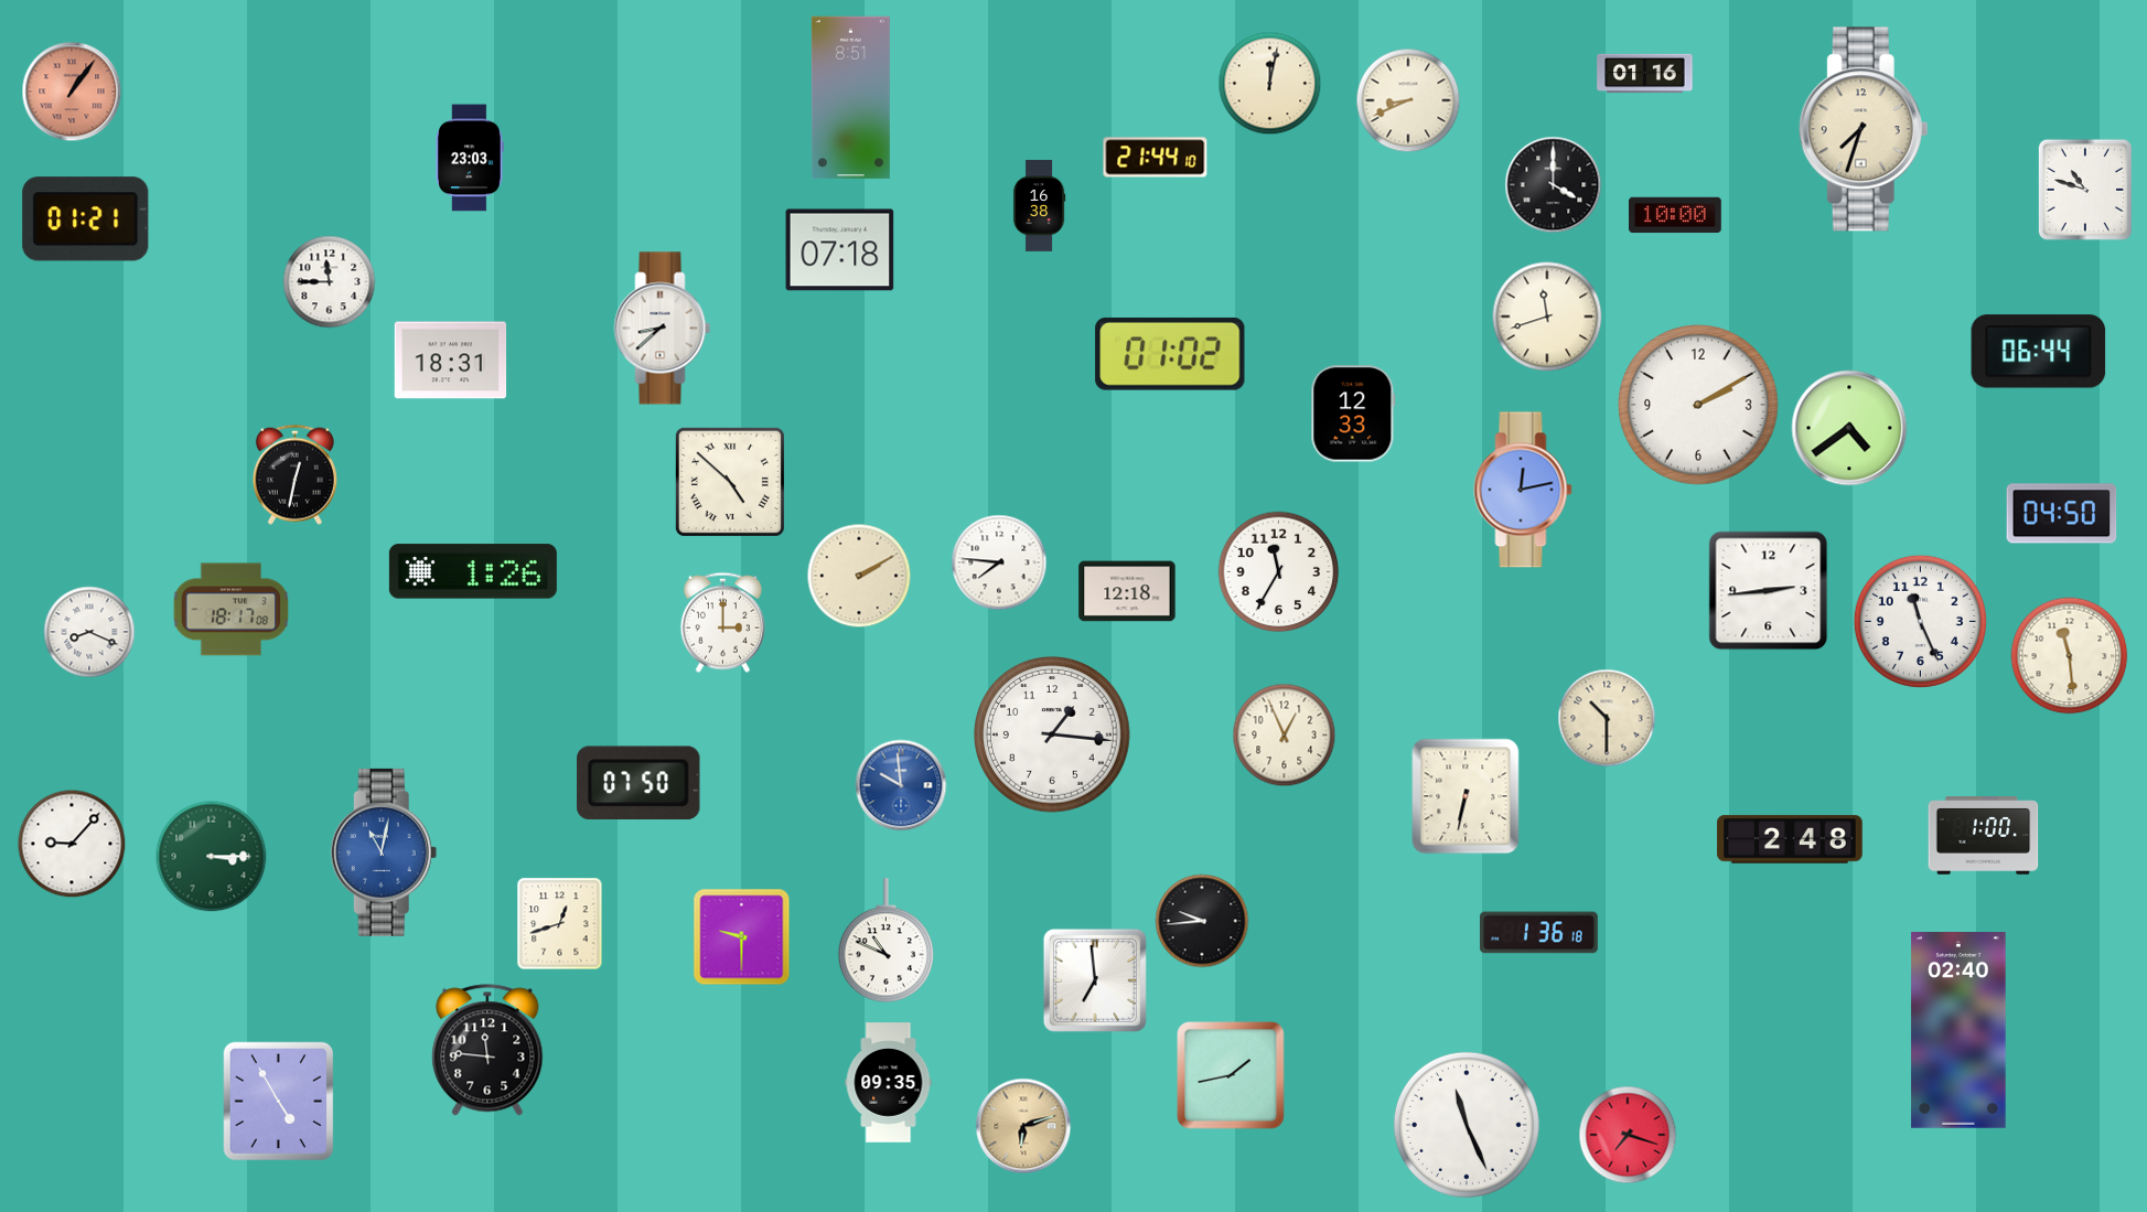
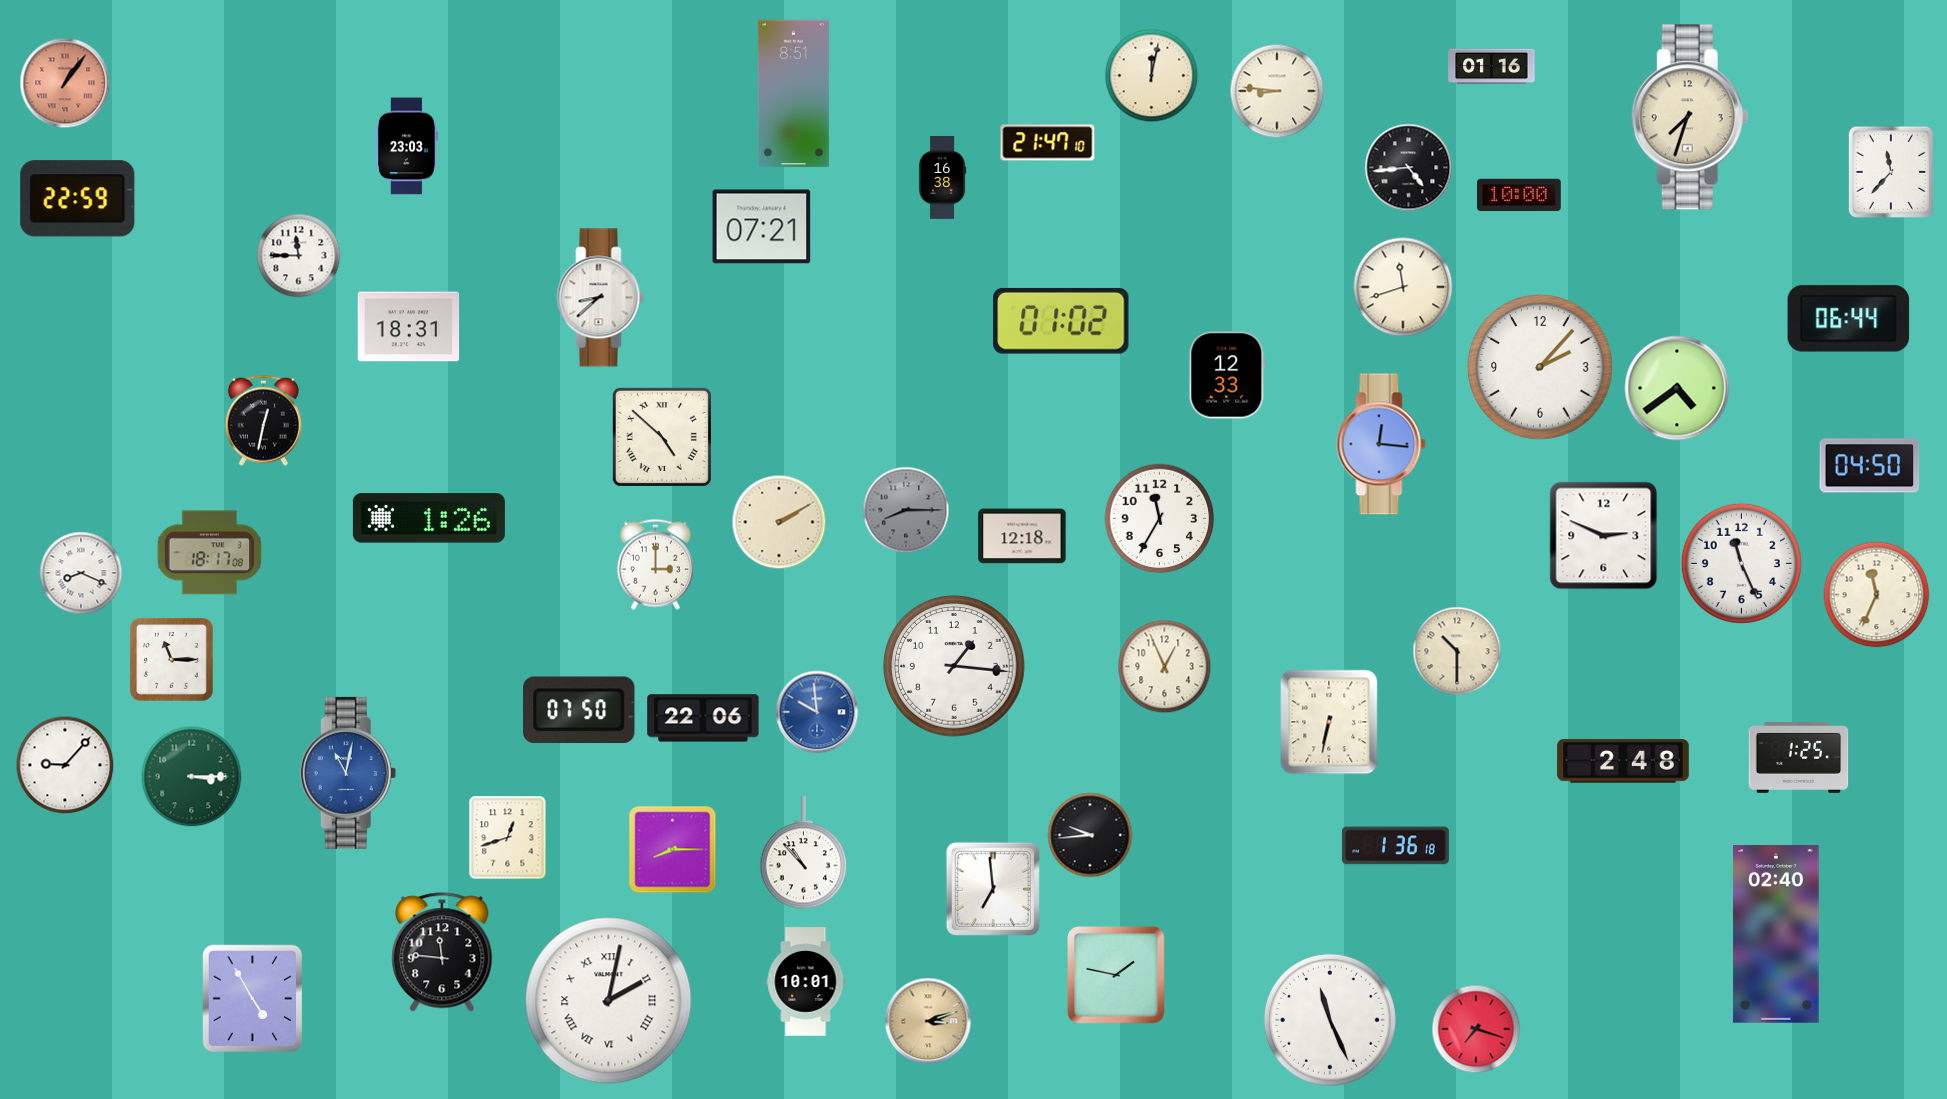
clock at (850, 98) position: (850, 98) -> (793, 94)
clock at (1408, 100): 8:41 -> 8:46
clock at (471, 158) position: (471, 158) -> (408, 146)
clock at (1156, 158): 21:44 -> 21:47
clock at (1554, 185): 4:00 -> 4:44
clock at (2085, 190): 10:48 -> 11:37
clock at (1039, 205) position: (1039, 205) -> (942, 177)
clock at (86, 219): 01:21 -> 22:59
clock at (840, 250): 07:18 -> 07:21
clock at (1698, 405): 2:10 -> 2:07
clock at (294, 474) position: (294, 474) -> (263, 420)
clock at (1523, 490): 12:13 -> 12:16
clock at (999, 562): 7:46 -> 8:15
clock at (999, 562) dial: white -> grey
clock at (1769, 591): 2:44 -> 2:49
clock at (2070, 656): 11:29 -> 11:34
clock at (171, 659): none -> 11:15
clock at (703, 718): none -> 22:06
clock at (1984, 836): 1:00 -> 1:25
clock at (742, 937): 9:30 -> 8:15
clock at (885, 941): 10:49 -> 10:53
clock at (1231, 1075): 1:43 -> 1:47
clock at (889, 1083): 09:35 -> 10:01
clock at (609, 1001): none -> 2:02
clock at (1023, 1126): 6:12 -> 3:12
